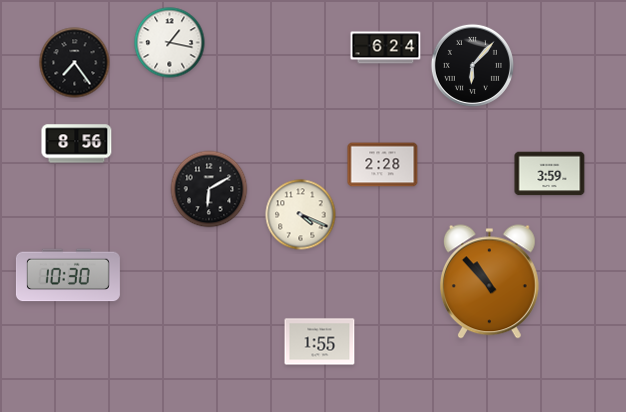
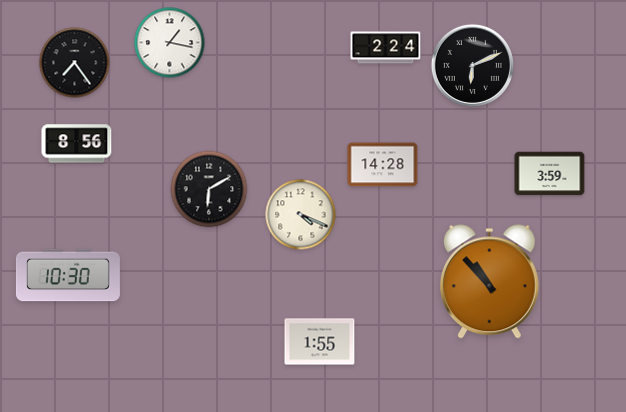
clock at (386, 48): 6:24 -> 2:24
clock at (472, 65): 6:07 -> 6:11
clock at (383, 165): 2:28 -> 14:28
